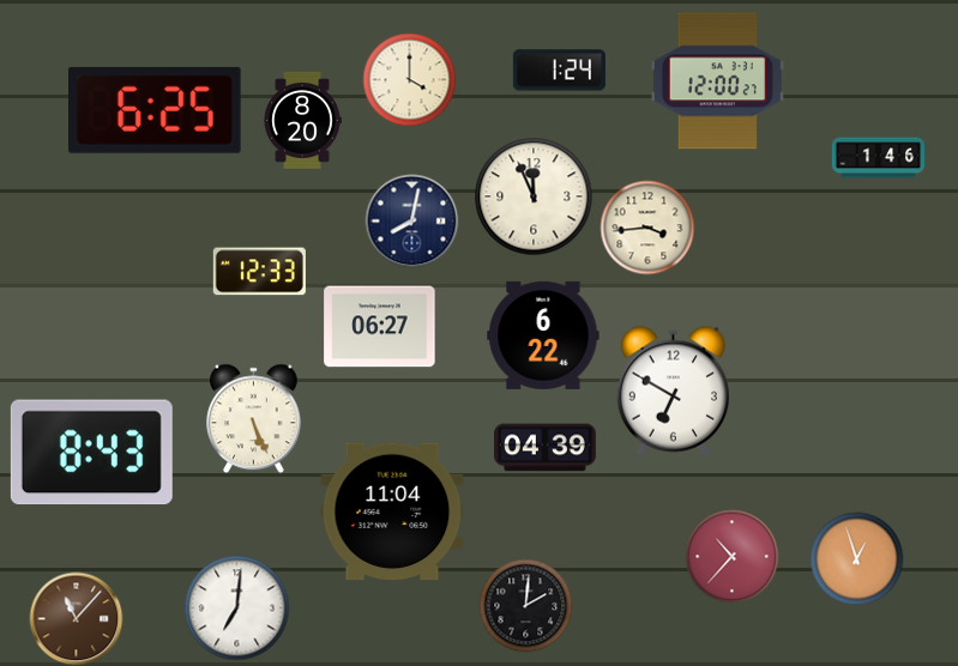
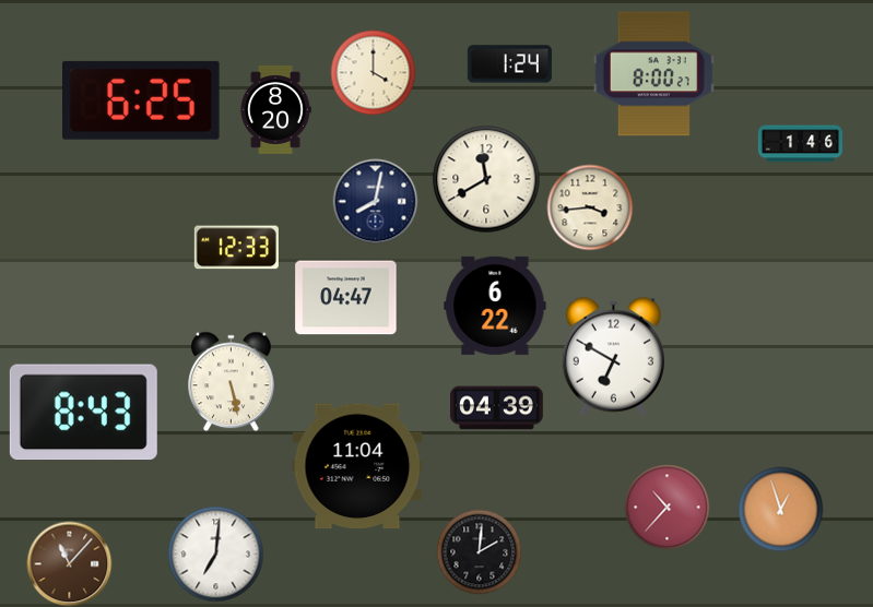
clock at (717, 81): 12:00 -> 8:00
clock at (534, 196): 11:56 -> 11:40
clock at (380, 327): 06:27 -> 04:47
clock at (254, 418): 5:26 -> 5:28
